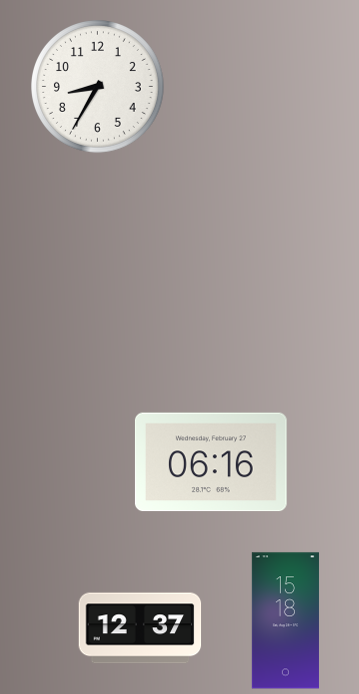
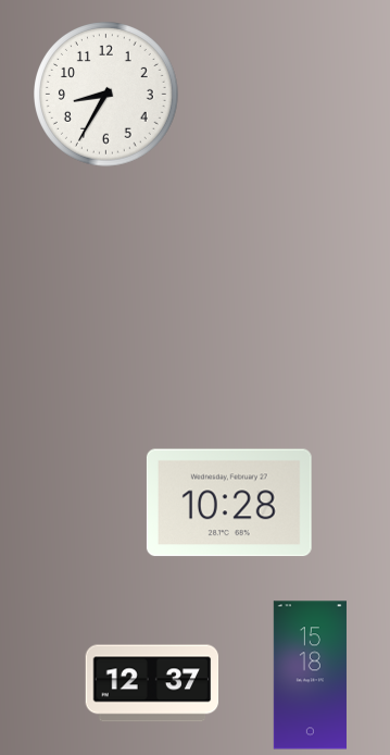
clock at (211, 462): 06:16 -> 10:28
